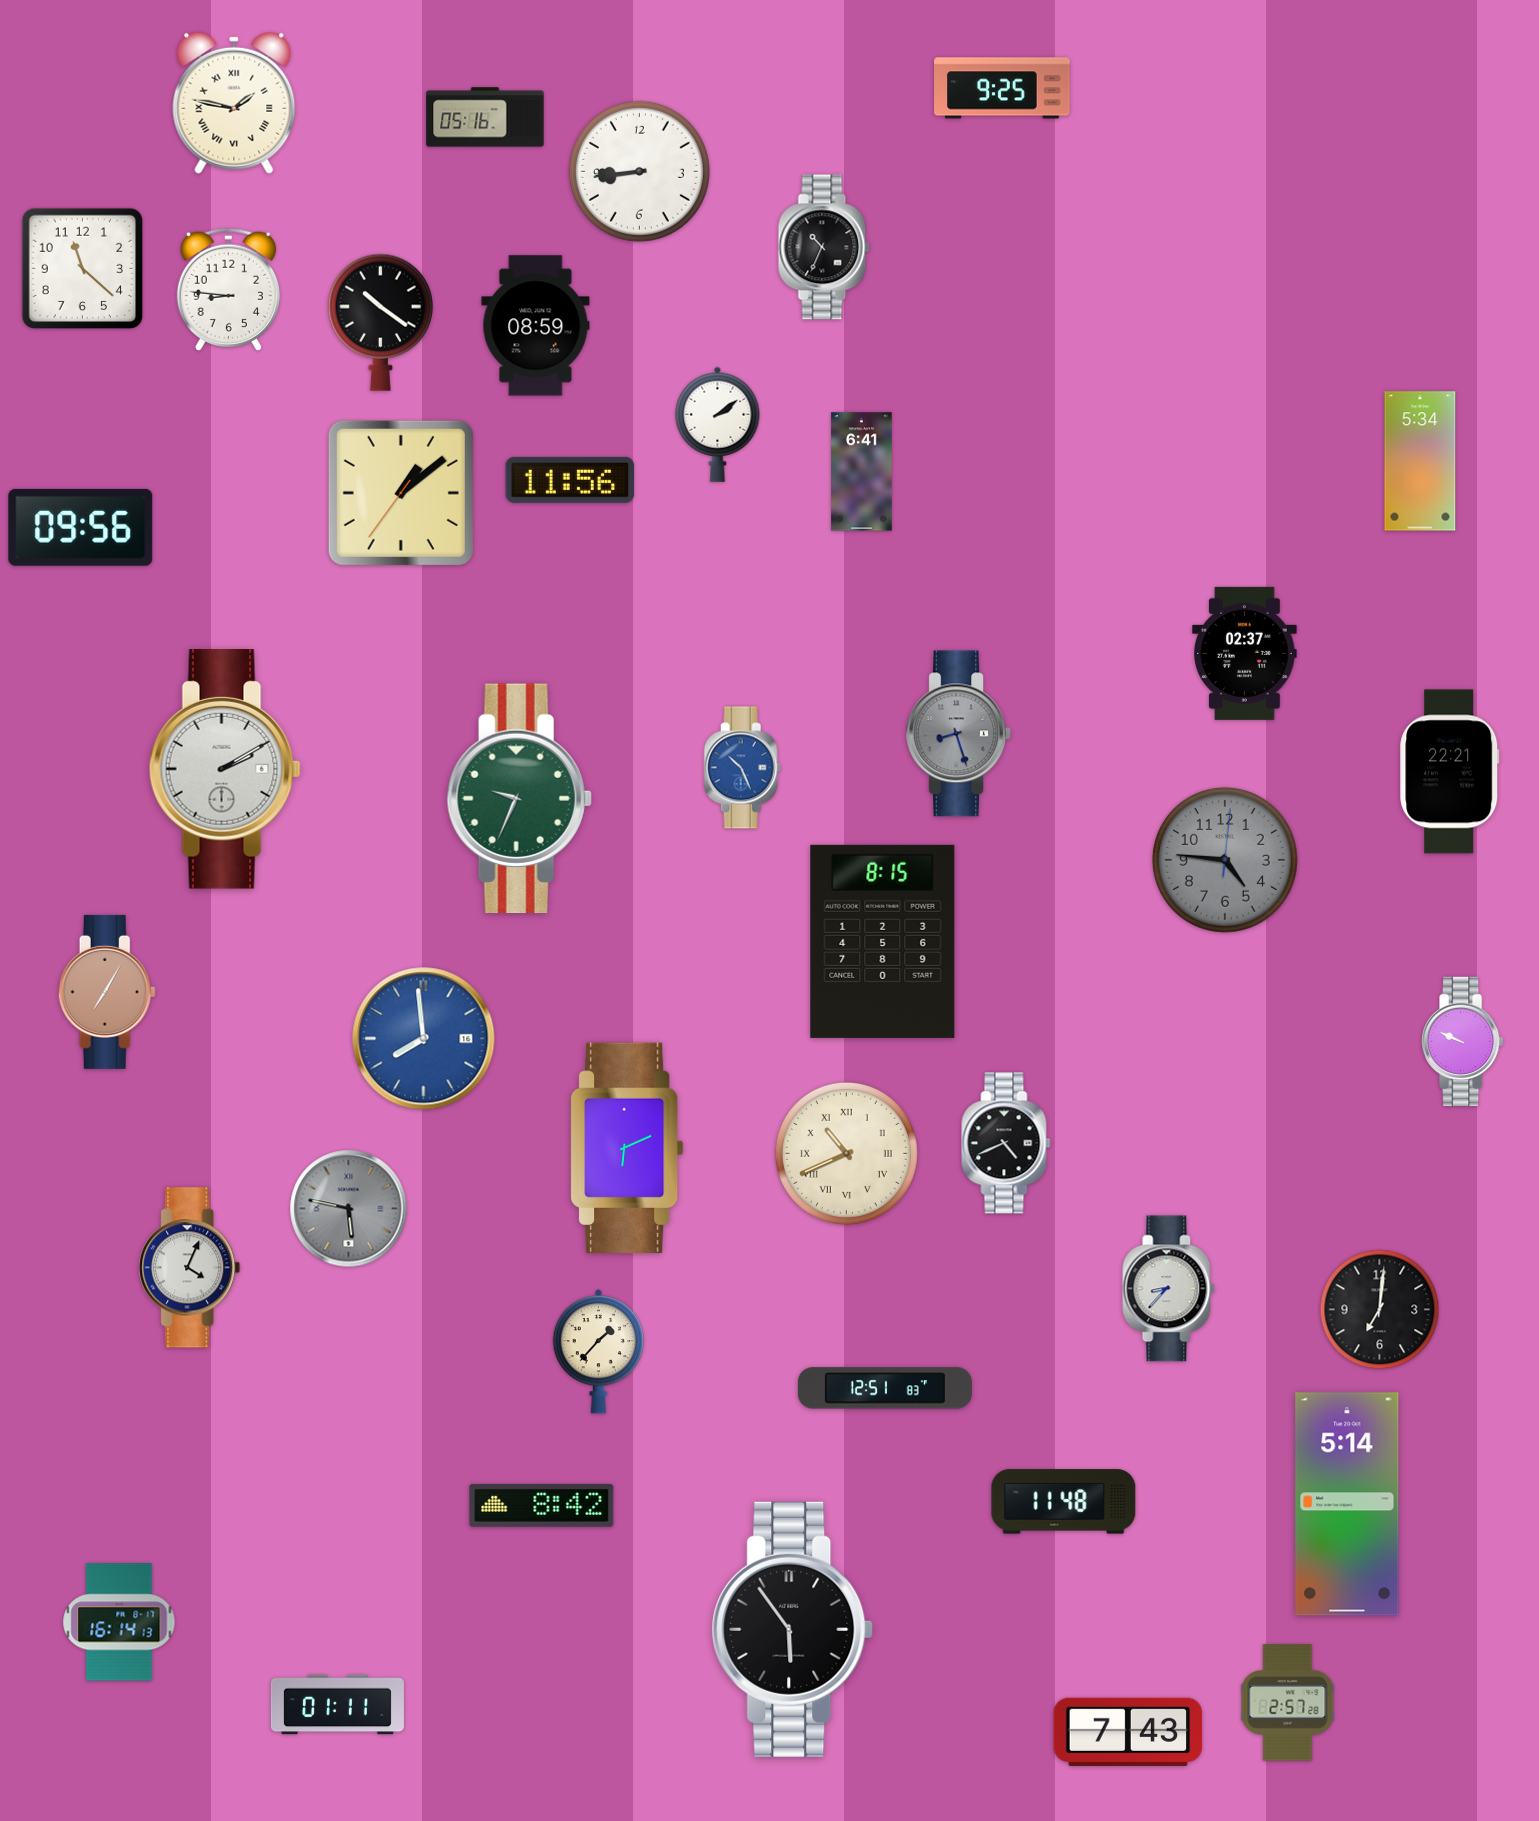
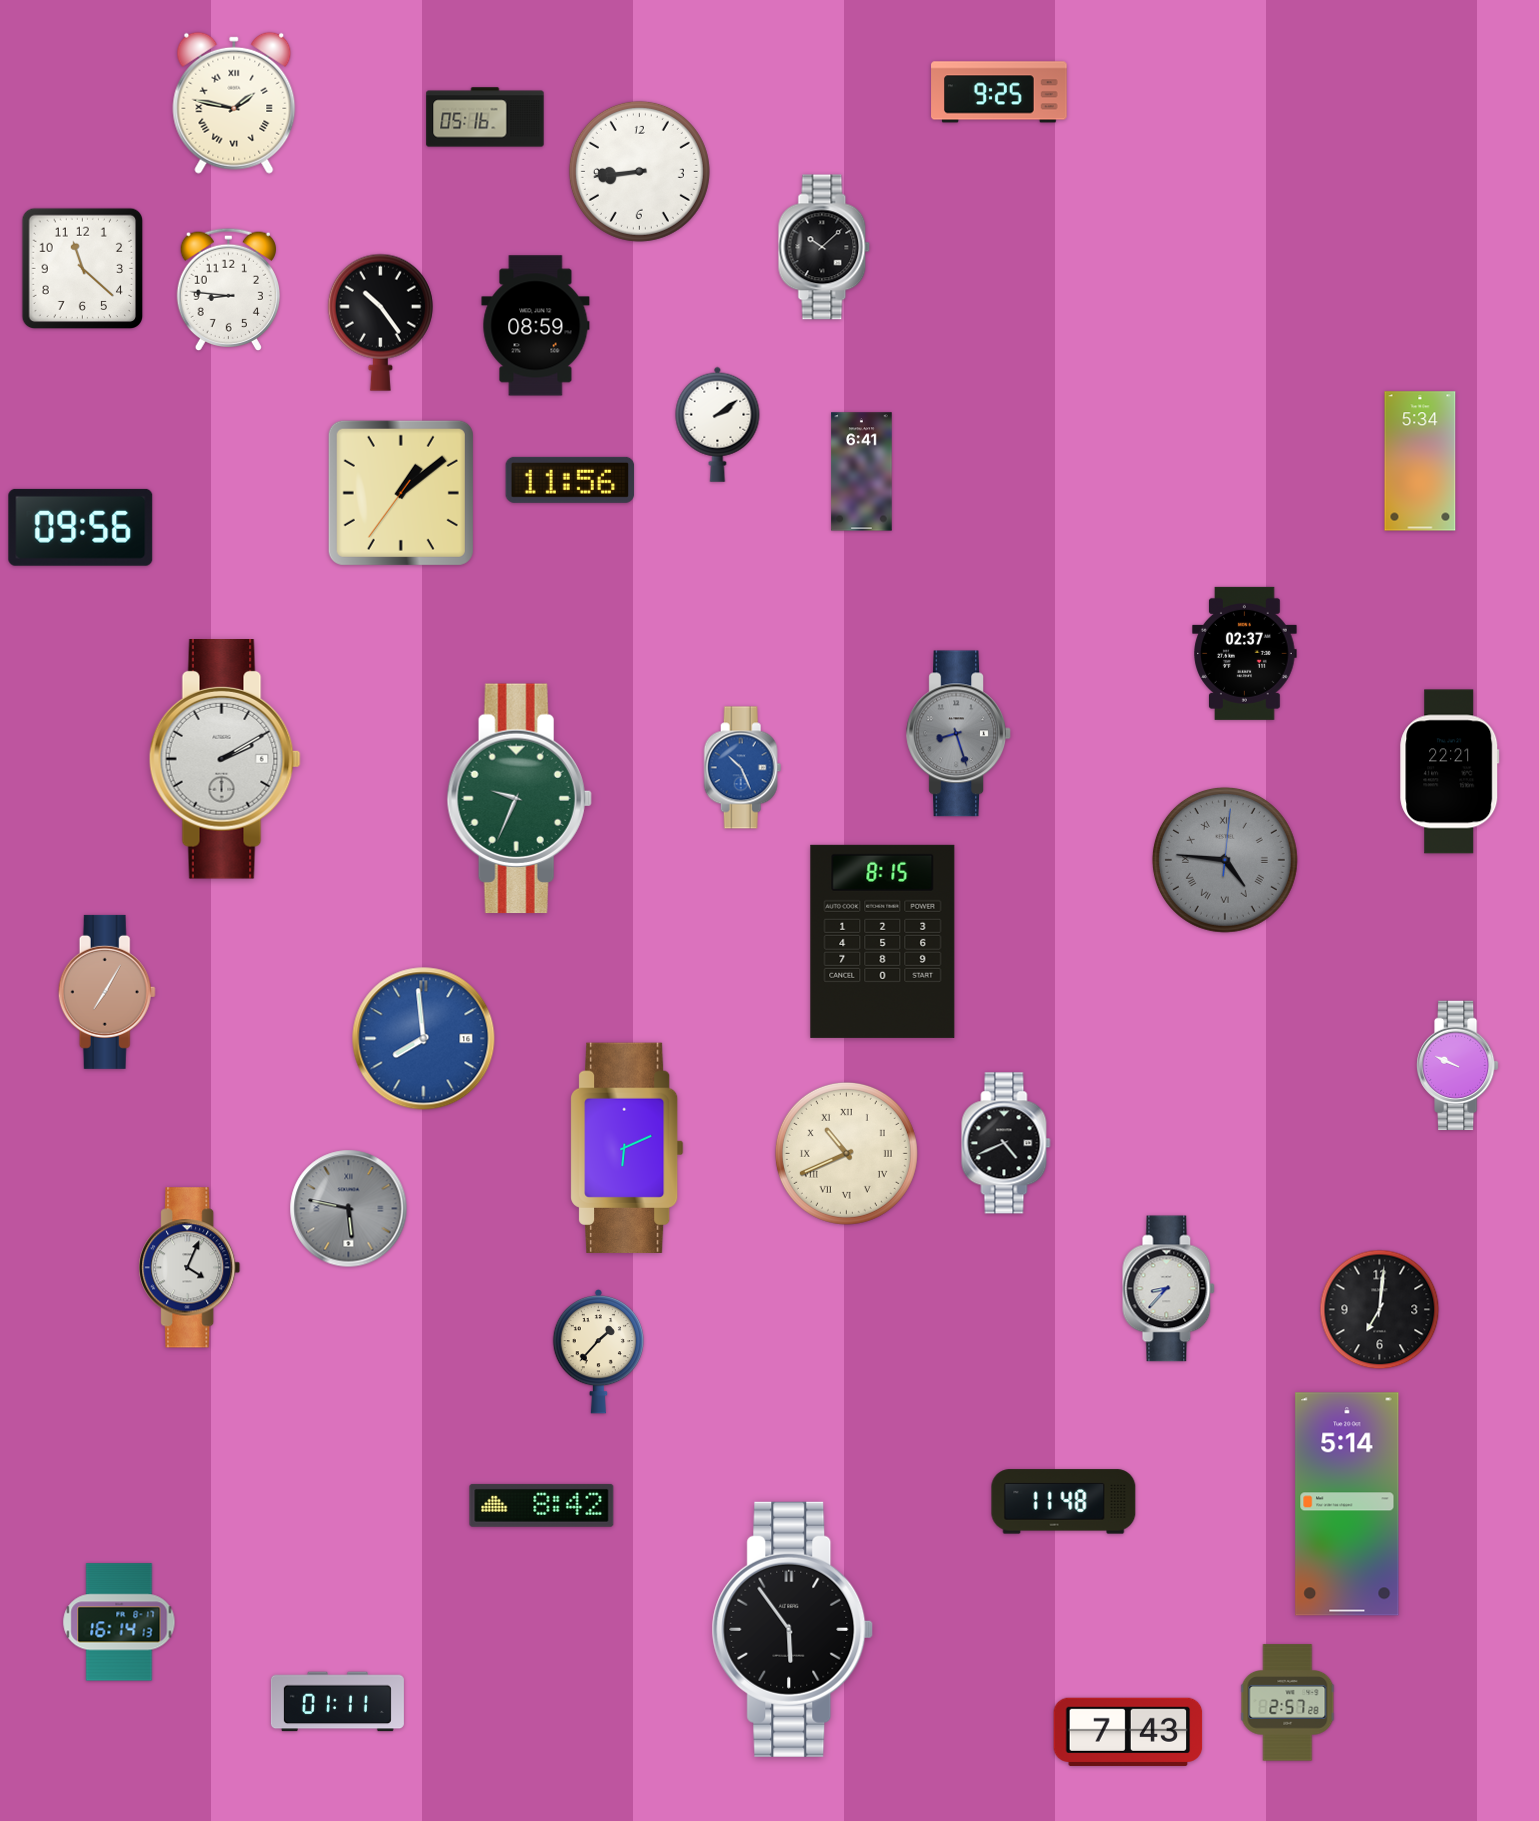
clock at (1002, 88) position: (1002, 88) -> (999, 92)
clock at (824, 247): 10:34 -> 10:08
clock at (380, 322): 10:21 -> 10:24
clock at (225, 770) position: (225, 770) -> (225, 760)
clock at (1225, 860) numerals: Arabic -> Roman
clock at (1463, 1042) position: (1463, 1042) -> (1458, 1066)
clock at (885, 1388): 12:51 -> none
clock at (337, 1705) position: (337, 1705) -> (337, 1702)
